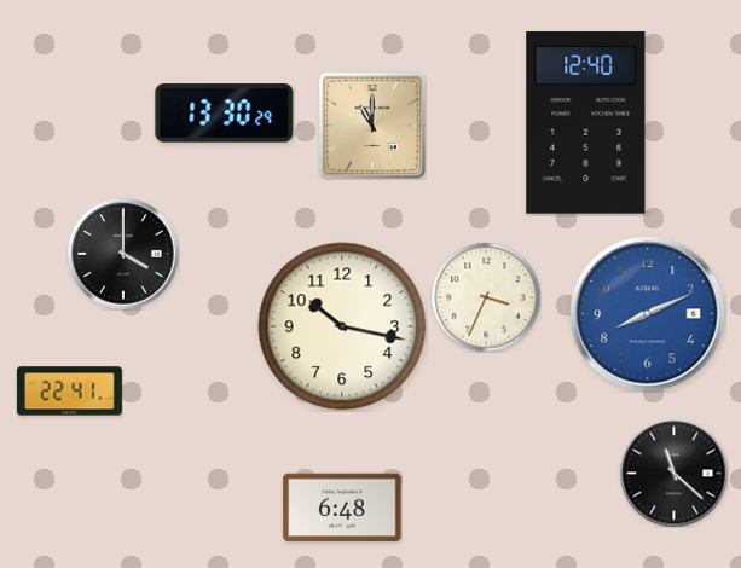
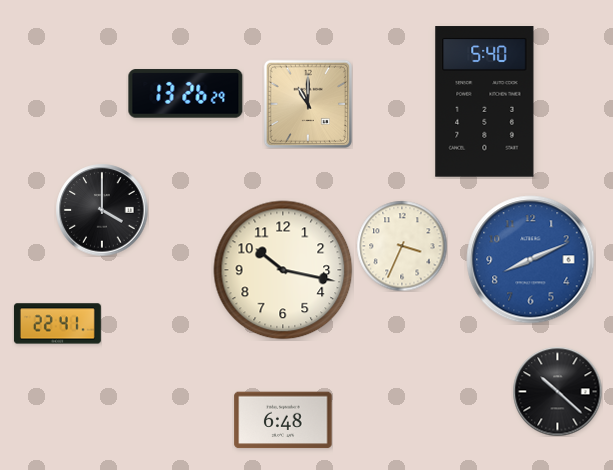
clock at (225, 114): 13:30 -> 13:26
clock at (586, 123): 12:40 -> 5:40
clock at (648, 314) position: (648, 314) -> (531, 260)
clock at (673, 473): 11:22 -> 10:22
